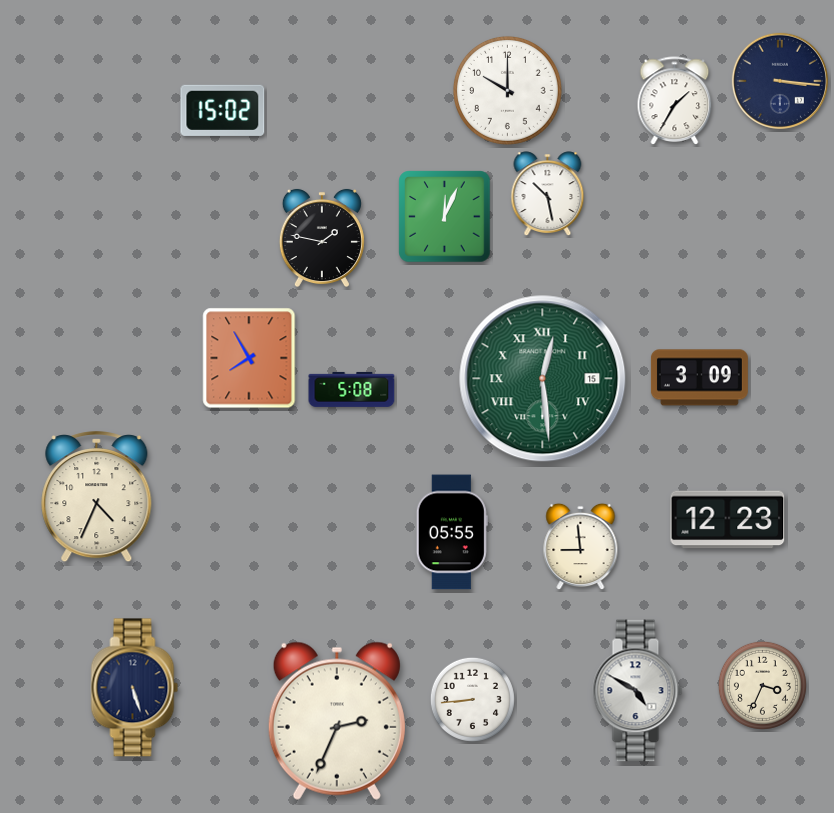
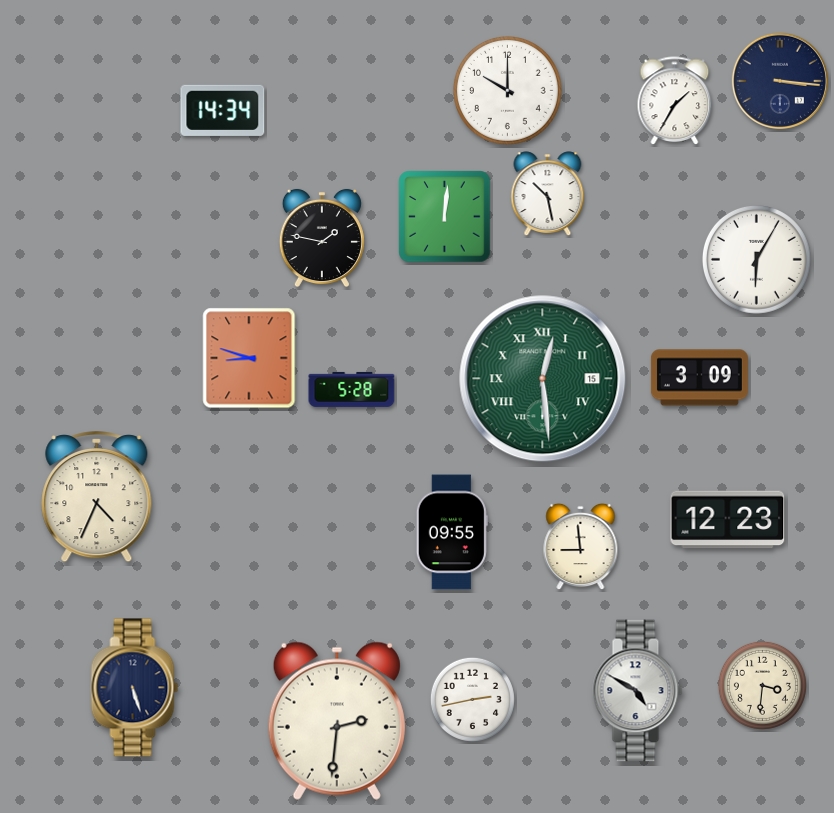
clock at (223, 110): 15:02 -> 14:34
clock at (445, 217): 12:04 -> 12:01
clock at (756, 259): none -> 6:05
clock at (249, 358): 7:55 -> 8:48
clock at (352, 389): 5:08 -> 5:28
clock at (452, 532): 05:55 -> 09:55
clock at (762, 685): 3:34 -> 3:31
clock at (472, 699): 8:44 -> 2:43
clock at (337, 721): 2:34 -> 2:31
